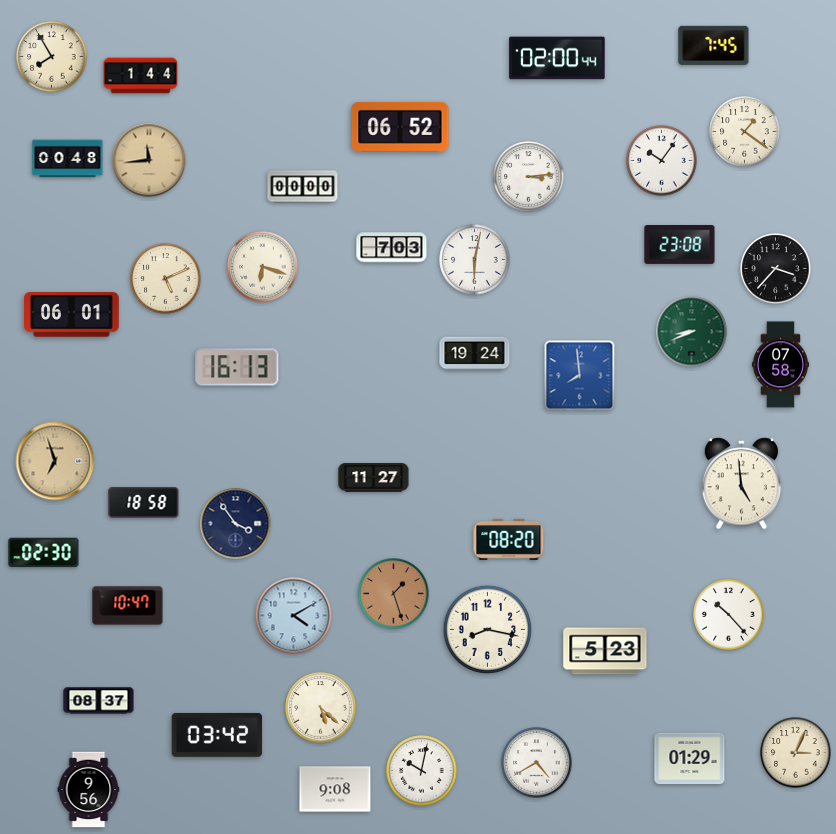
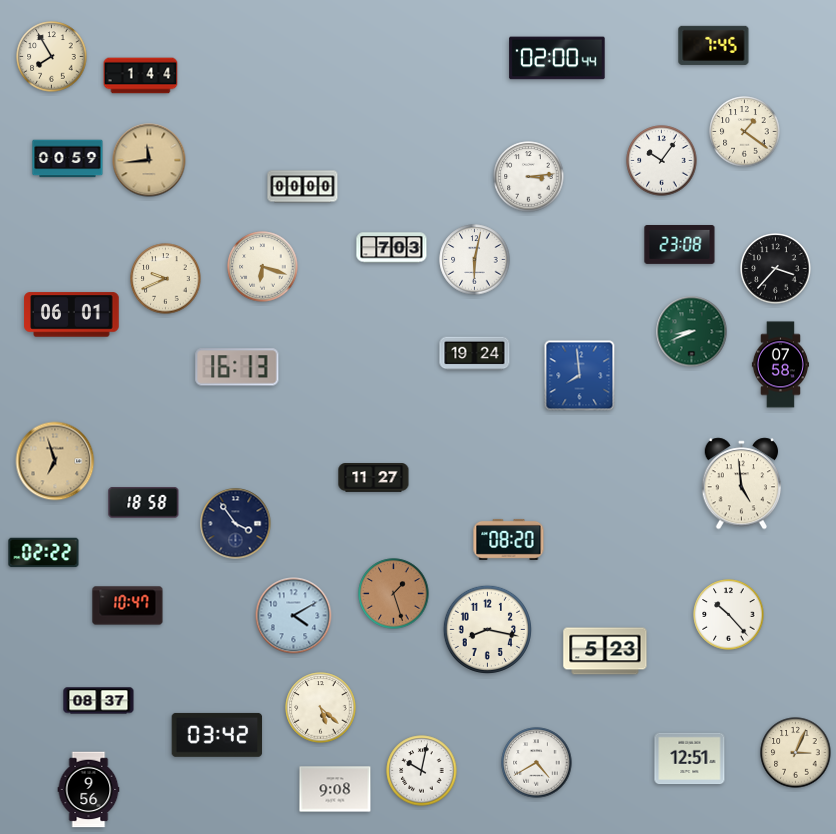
clock at (400, 127): 06:52 -> none
clock at (68, 159): 00:48 -> 00:59
clock at (166, 279): 5:11 -> 9:41
clock at (44, 553): 02:30 -> 02:22
clock at (690, 759): 01:29 -> 12:51
